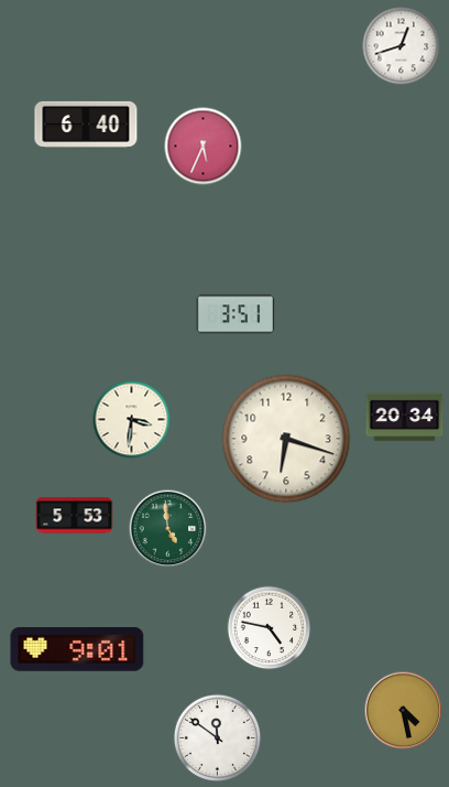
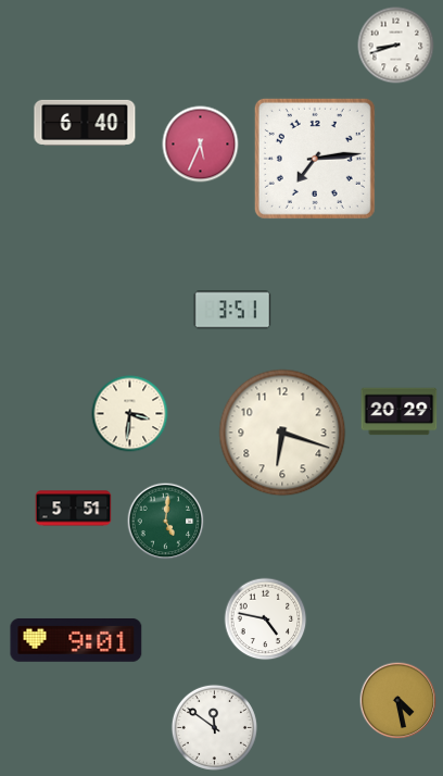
clock at (402, 46): 12:42 -> 8:42
clock at (315, 159): none -> 7:14
clock at (405, 418): 20:34 -> 20:29
clock at (75, 516): 5:53 -> 5:51
clock at (168, 529): 4:59 -> 5:01
